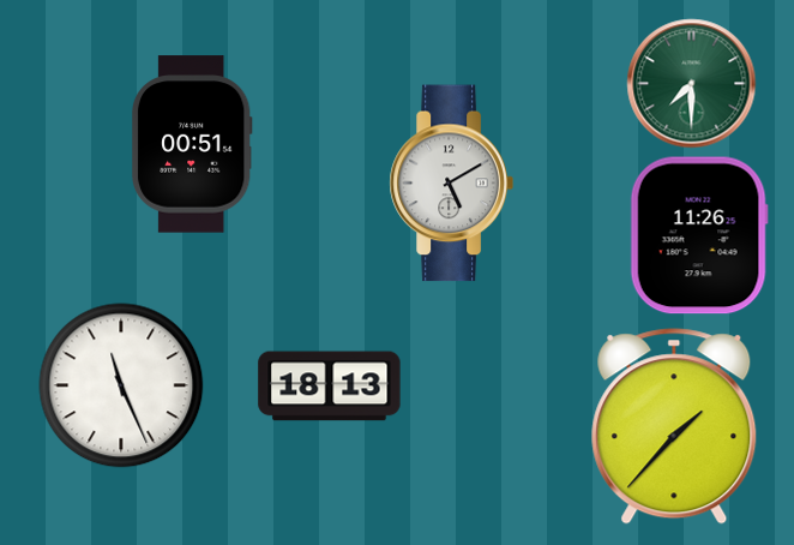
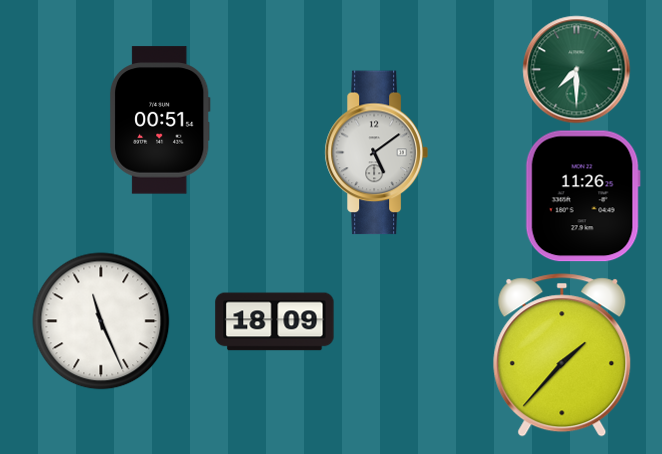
clock at (451, 184): 5:10 -> 5:09
clock at (330, 387): 18:13 -> 18:09
